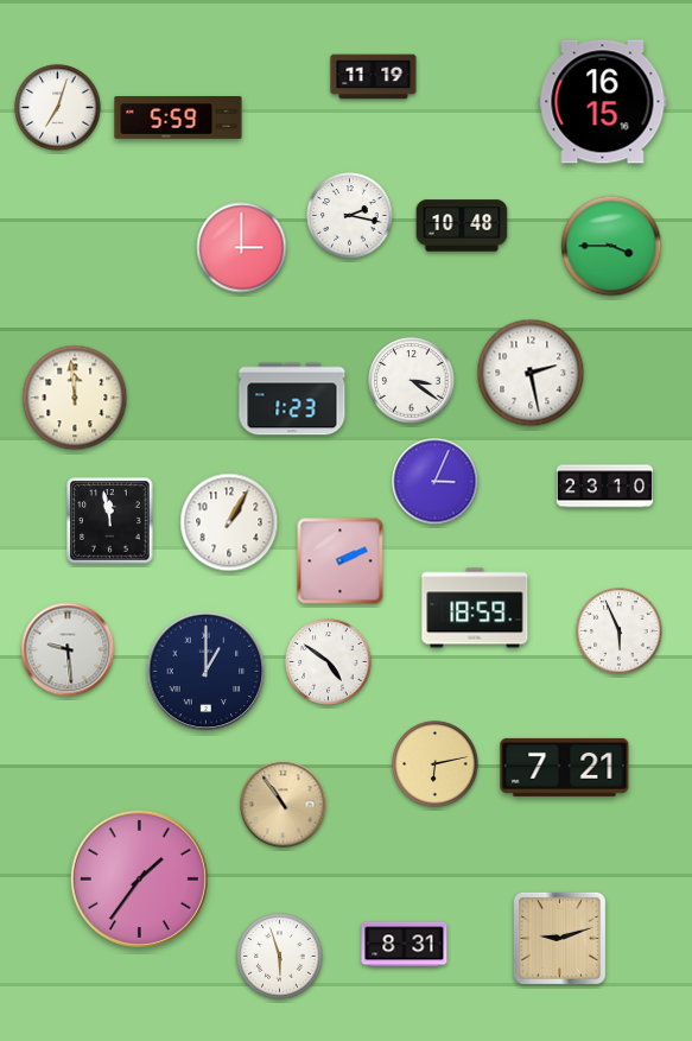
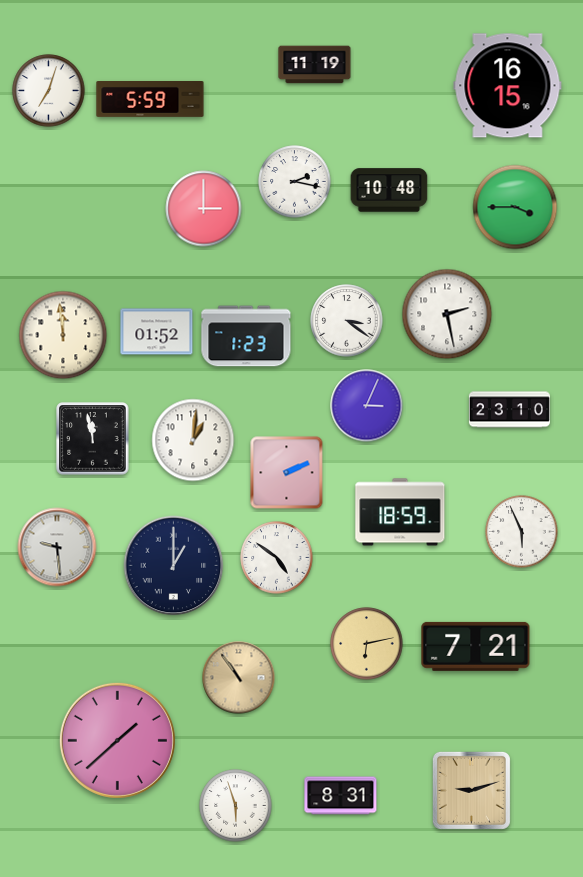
clock at (157, 332): none -> 01:52
clock at (229, 522): 1:05 -> 1:01
clock at (139, 878): 1:36 -> 1:38
